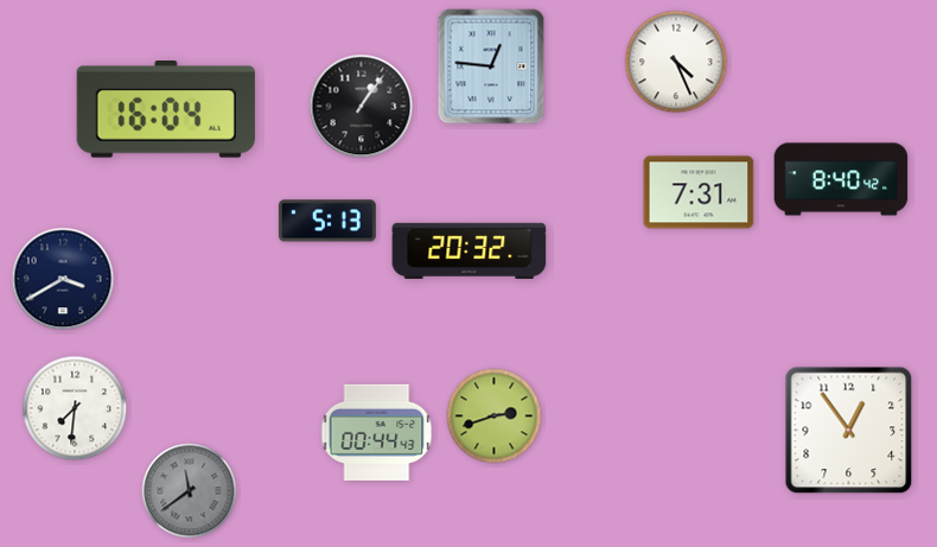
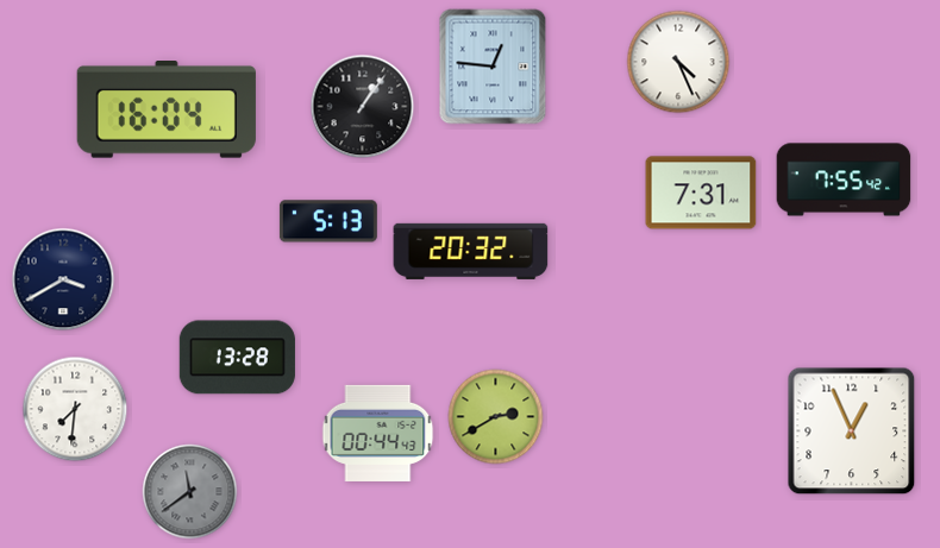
clock at (841, 179): 8:40 -> 7:55
clock at (237, 358): none -> 13:28
clock at (495, 416): 2:42 -> 2:40
clock at (849, 431): 12:54 -> 12:56
